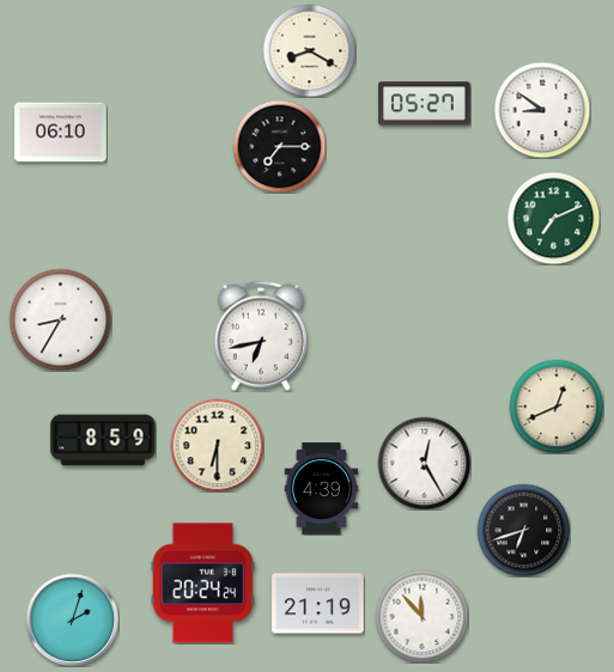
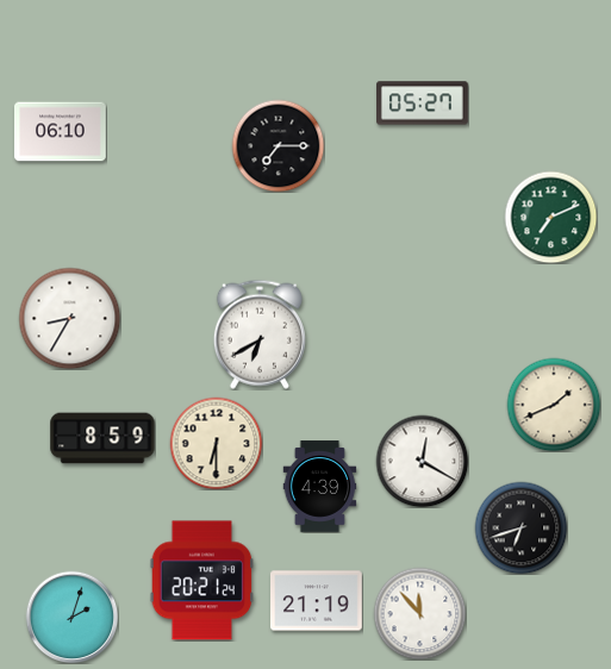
clock at (309, 50): 8:20 -> none
clock at (542, 110): 8:51 -> none
clock at (60, 319) position: (60, 319) -> (69, 318)
clock at (261, 336): 6:43 -> 6:40
clock at (557, 407): 12:41 -> 1:41
clock at (424, 463): 12:25 -> 12:20
clock at (203, 584): 20:24 -> 20:21
